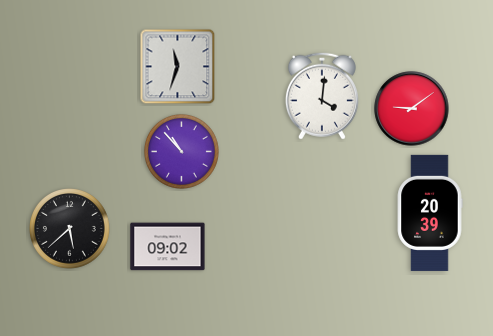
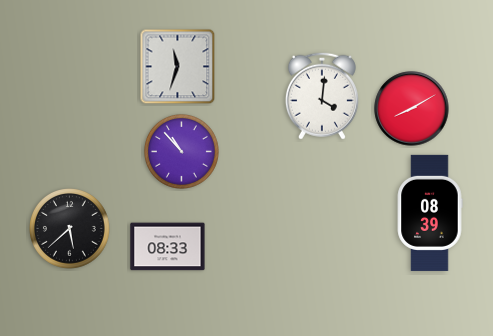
clock at (412, 109): 9:09 -> 8:10
clock at (430, 213): 20:39 -> 08:39
clock at (168, 247): 09:02 -> 08:33
